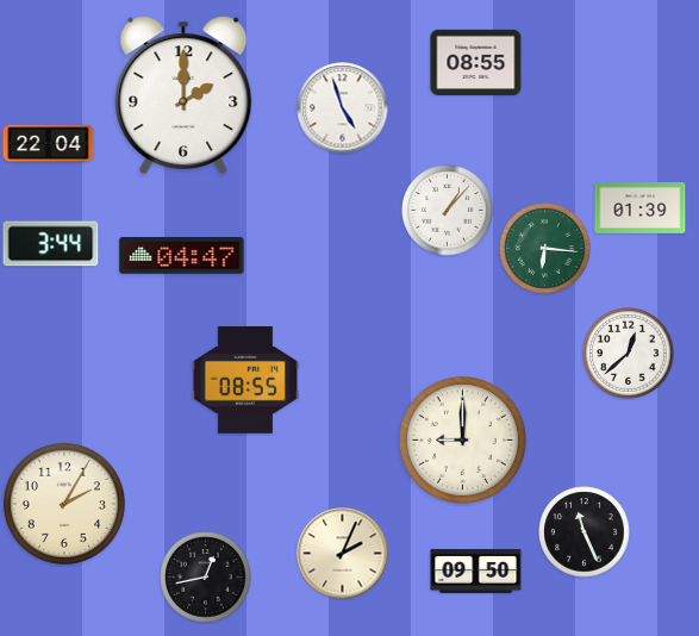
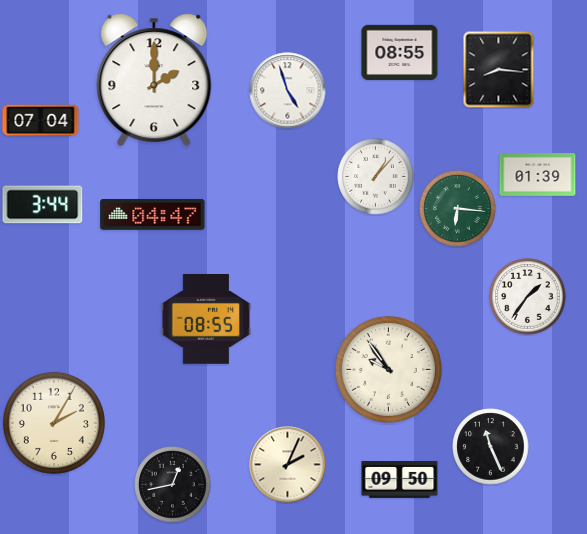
clock at (499, 69): none -> 8:16
clock at (49, 144): 22:04 -> 07:04
clock at (629, 354): 12:38 -> 1:36
clock at (462, 439): 9:00 -> 9:54
